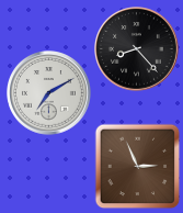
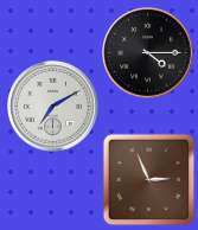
clock at (137, 49): 8:23 -> 4:15
clock at (49, 93) position: (49, 93) -> (53, 107)
